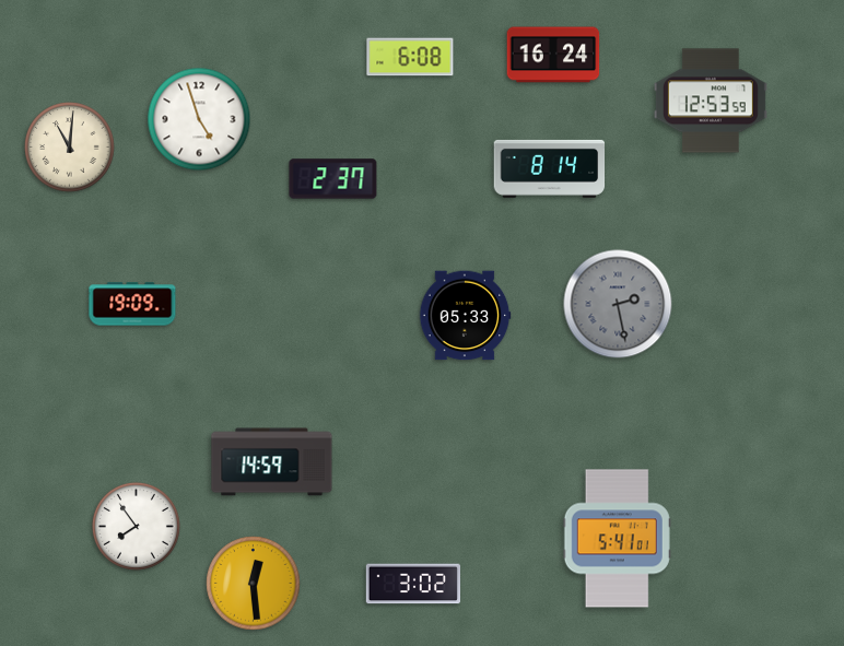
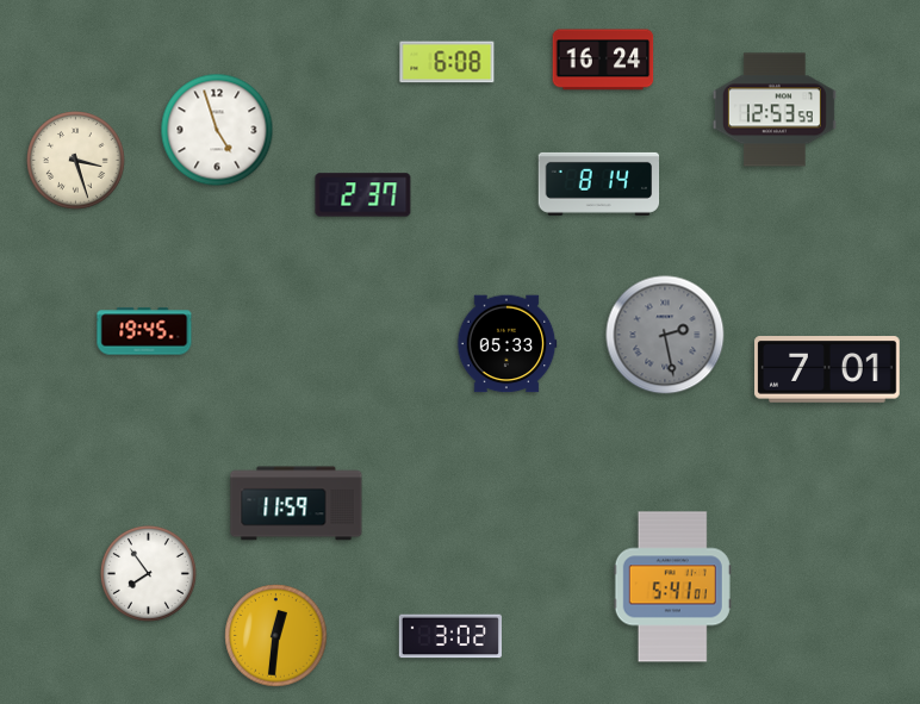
clock at (70, 148): 11:01 -> 3:27
clock at (132, 304): 19:09 -> 19:45
clock at (618, 304) position: (618, 304) -> (665, 335)
clock at (827, 369): none -> 7:01
clock at (272, 462): 14:59 -> 11:59
clock at (254, 584): 12:29 -> 12:31
